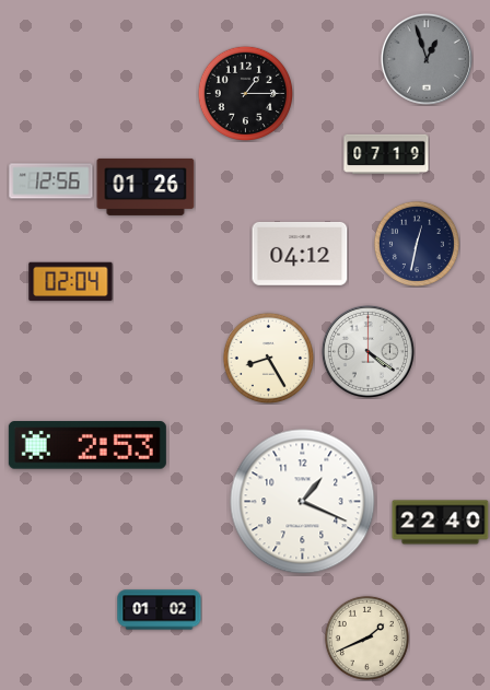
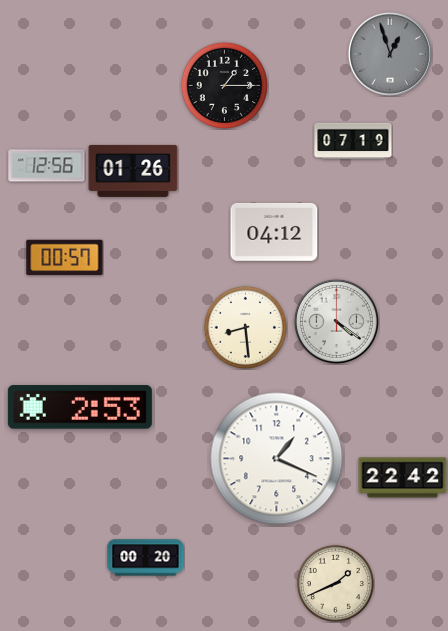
clock at (417, 244): 12:32 -> none
clock at (71, 282): 02:04 -> 00:57
clock at (268, 358): 8:25 -> 8:29
clock at (441, 523): 22:40 -> 22:42
clock at (160, 610): 01:02 -> 00:20
